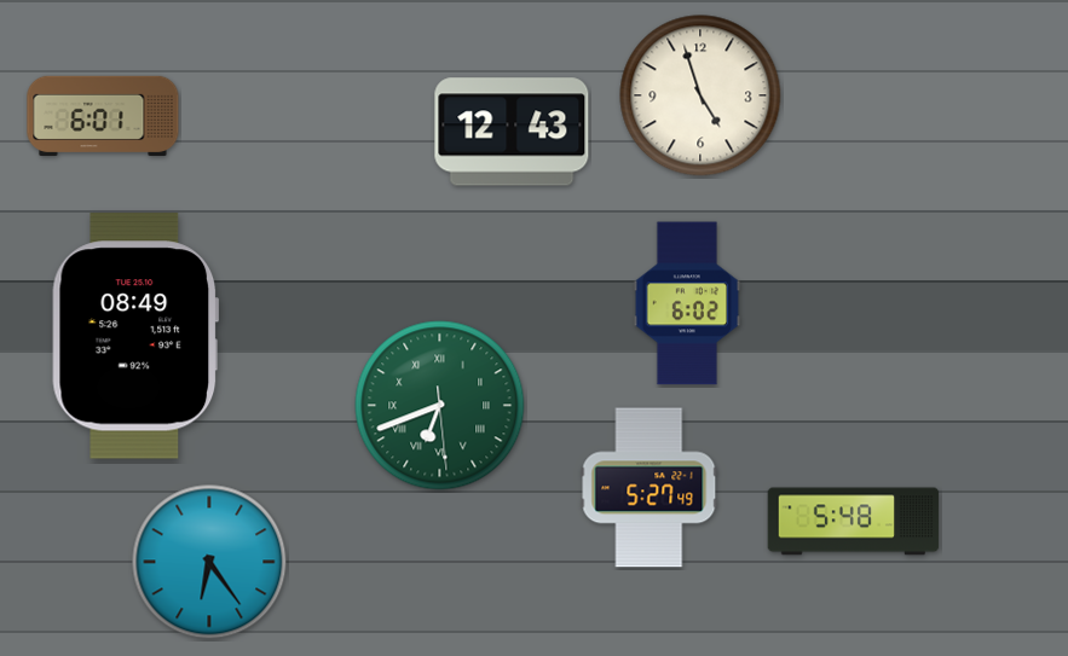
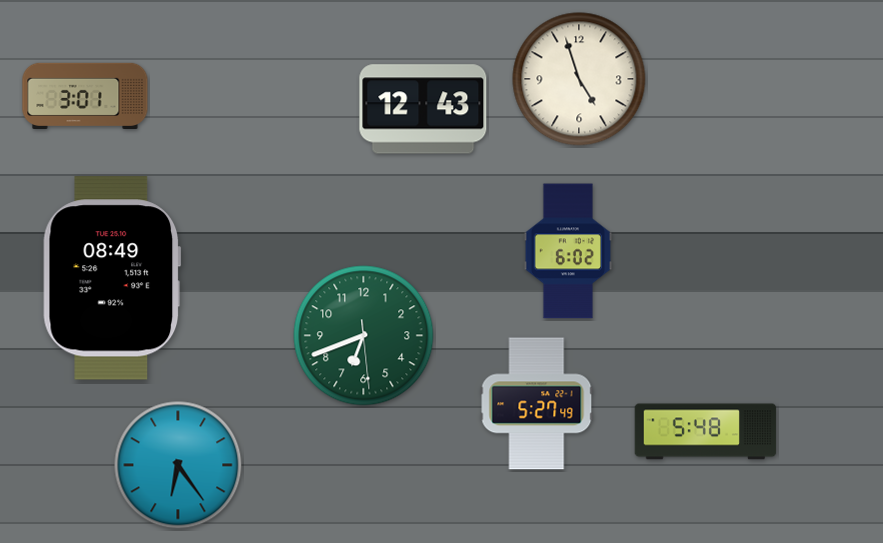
clock at (103, 115): 6:01 -> 3:01
clock at (440, 406) numerals: Roman -> Arabic
clock at (209, 562) position: (209, 562) -> (178, 465)
